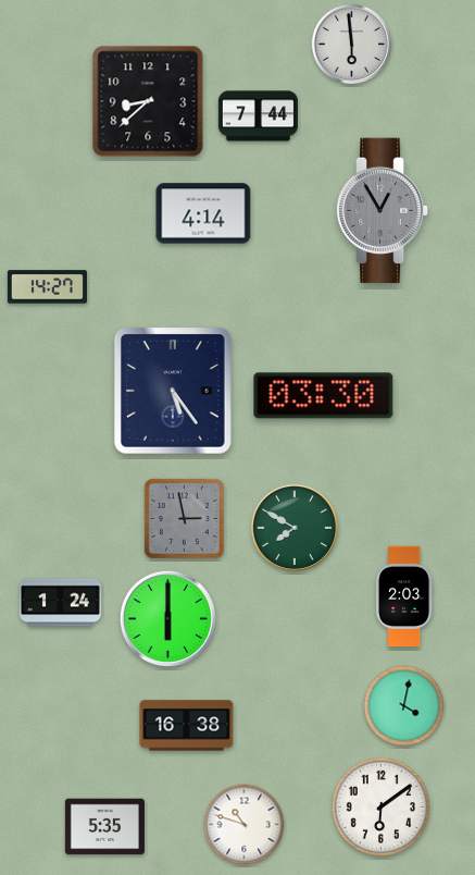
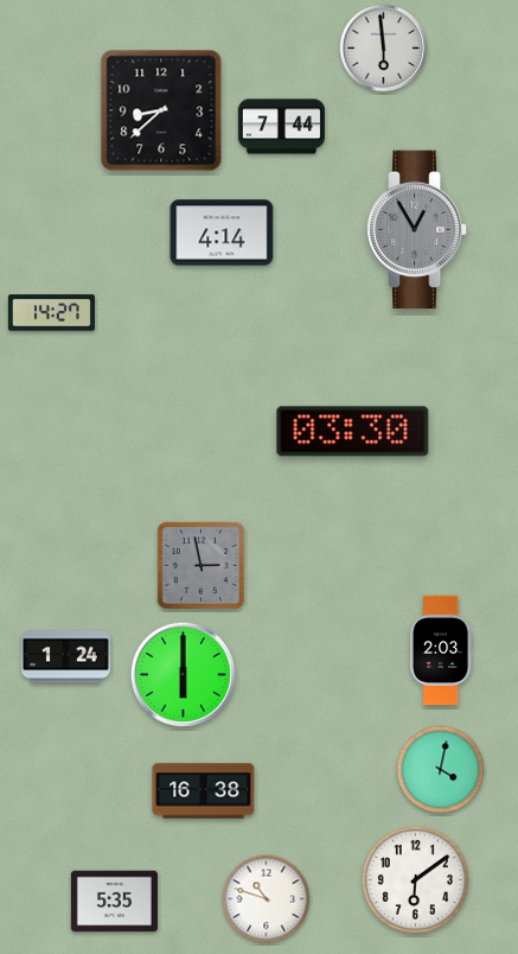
clock at (173, 391): 5:24 -> none
clock at (293, 527): 7:50 -> none
